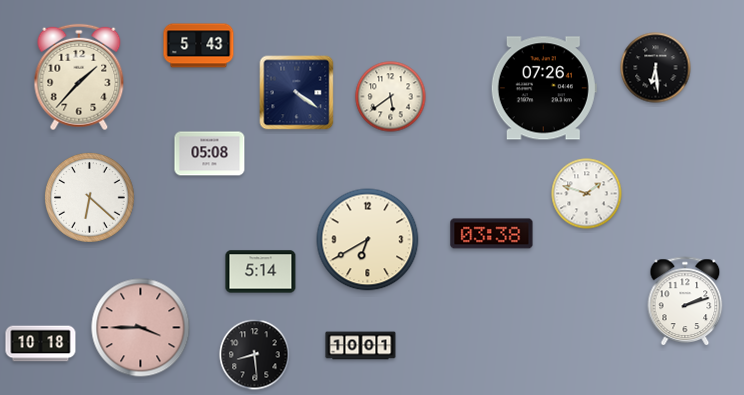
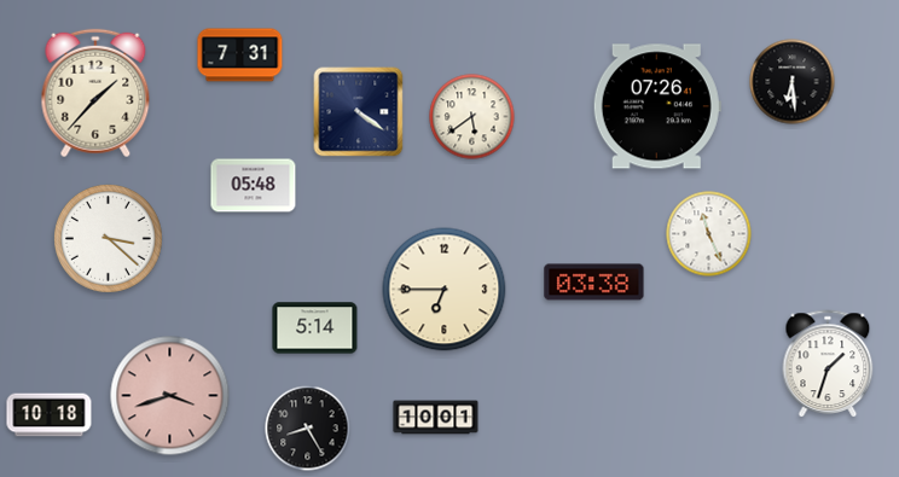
clock at (199, 46): 5:43 -> 7:31
clock at (210, 154): 05:08 -> 05:48
clock at (587, 194): 1:48 -> 11:26
clock at (90, 198): 6:22 -> 3:22
clock at (368, 240): 6:40 -> 6:45
clock at (685, 301): 2:12 -> 1:33
clock at (141, 328): 3:45 -> 3:42
clock at (255, 355): 8:29 -> 8:25
